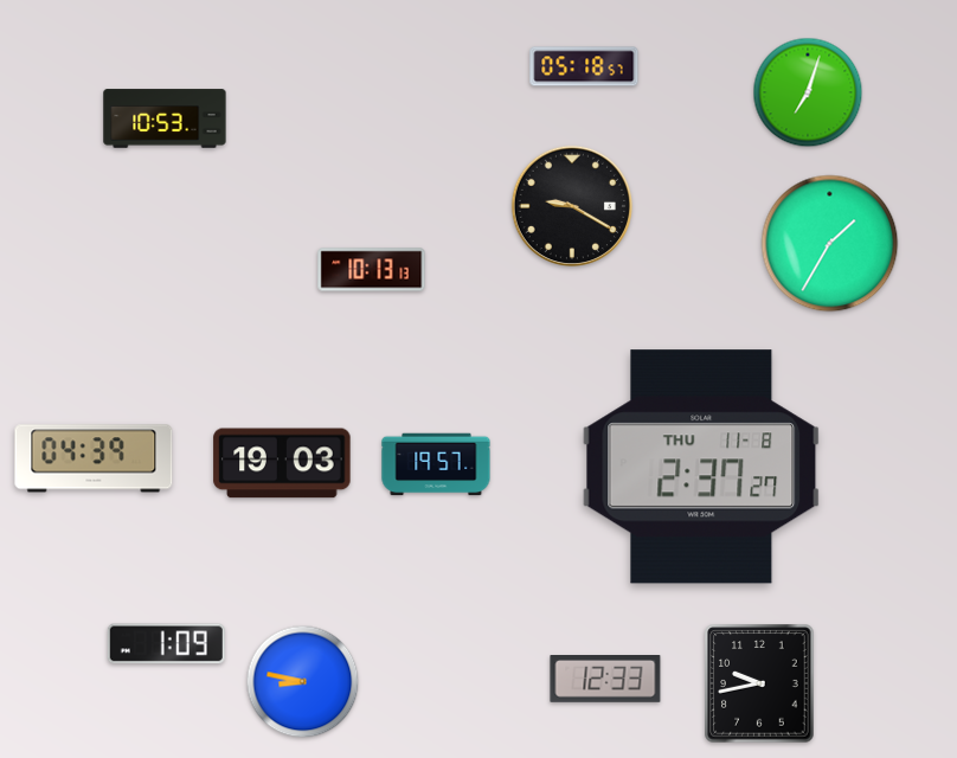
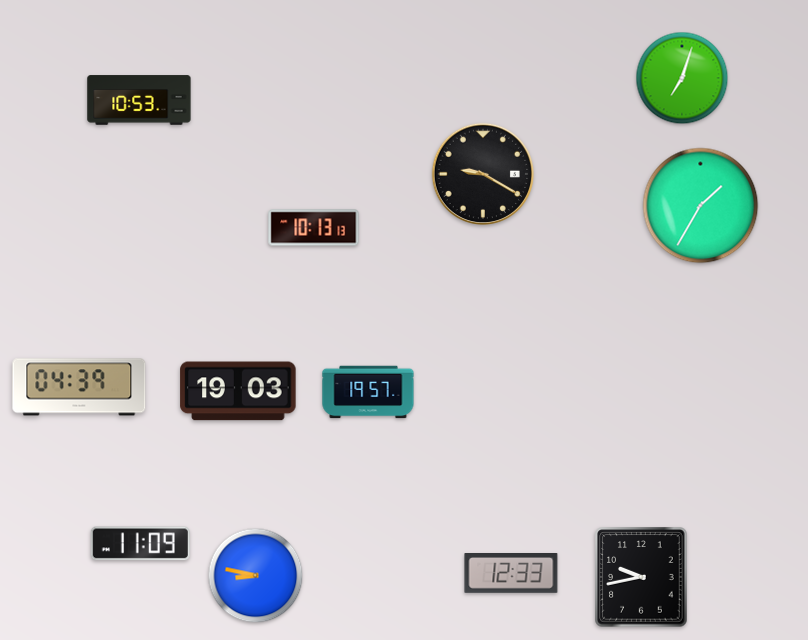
clock at (584, 66): 05:18 -> none
clock at (701, 467): 2:37 -> none
clock at (166, 644): 1:09 -> 11:09
